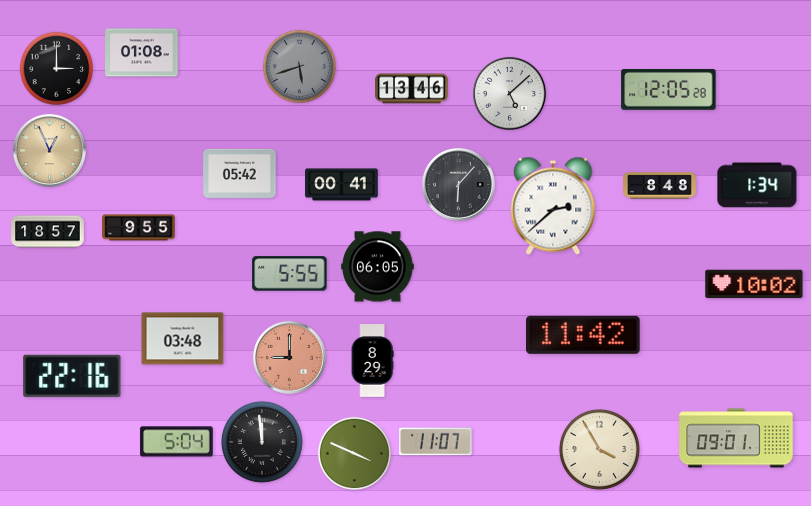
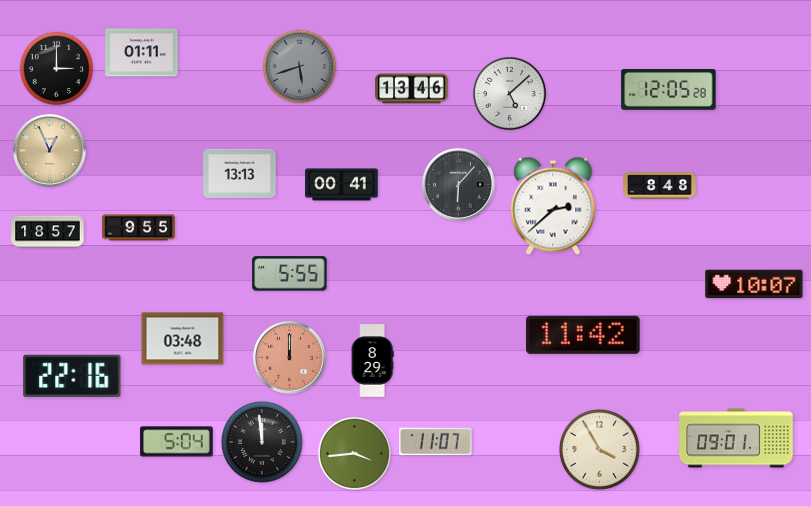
clock at (142, 53): 01:08 -> 01:11
clock at (240, 173): 05:42 -> 13:13
clock at (757, 185): 1:34 -> none
clock at (378, 267): 06:05 -> none
clock at (754, 284): 10:02 -> 10:07
clock at (289, 357): 9:00 -> 12:00
clock at (355, 454): 3:49 -> 3:44
